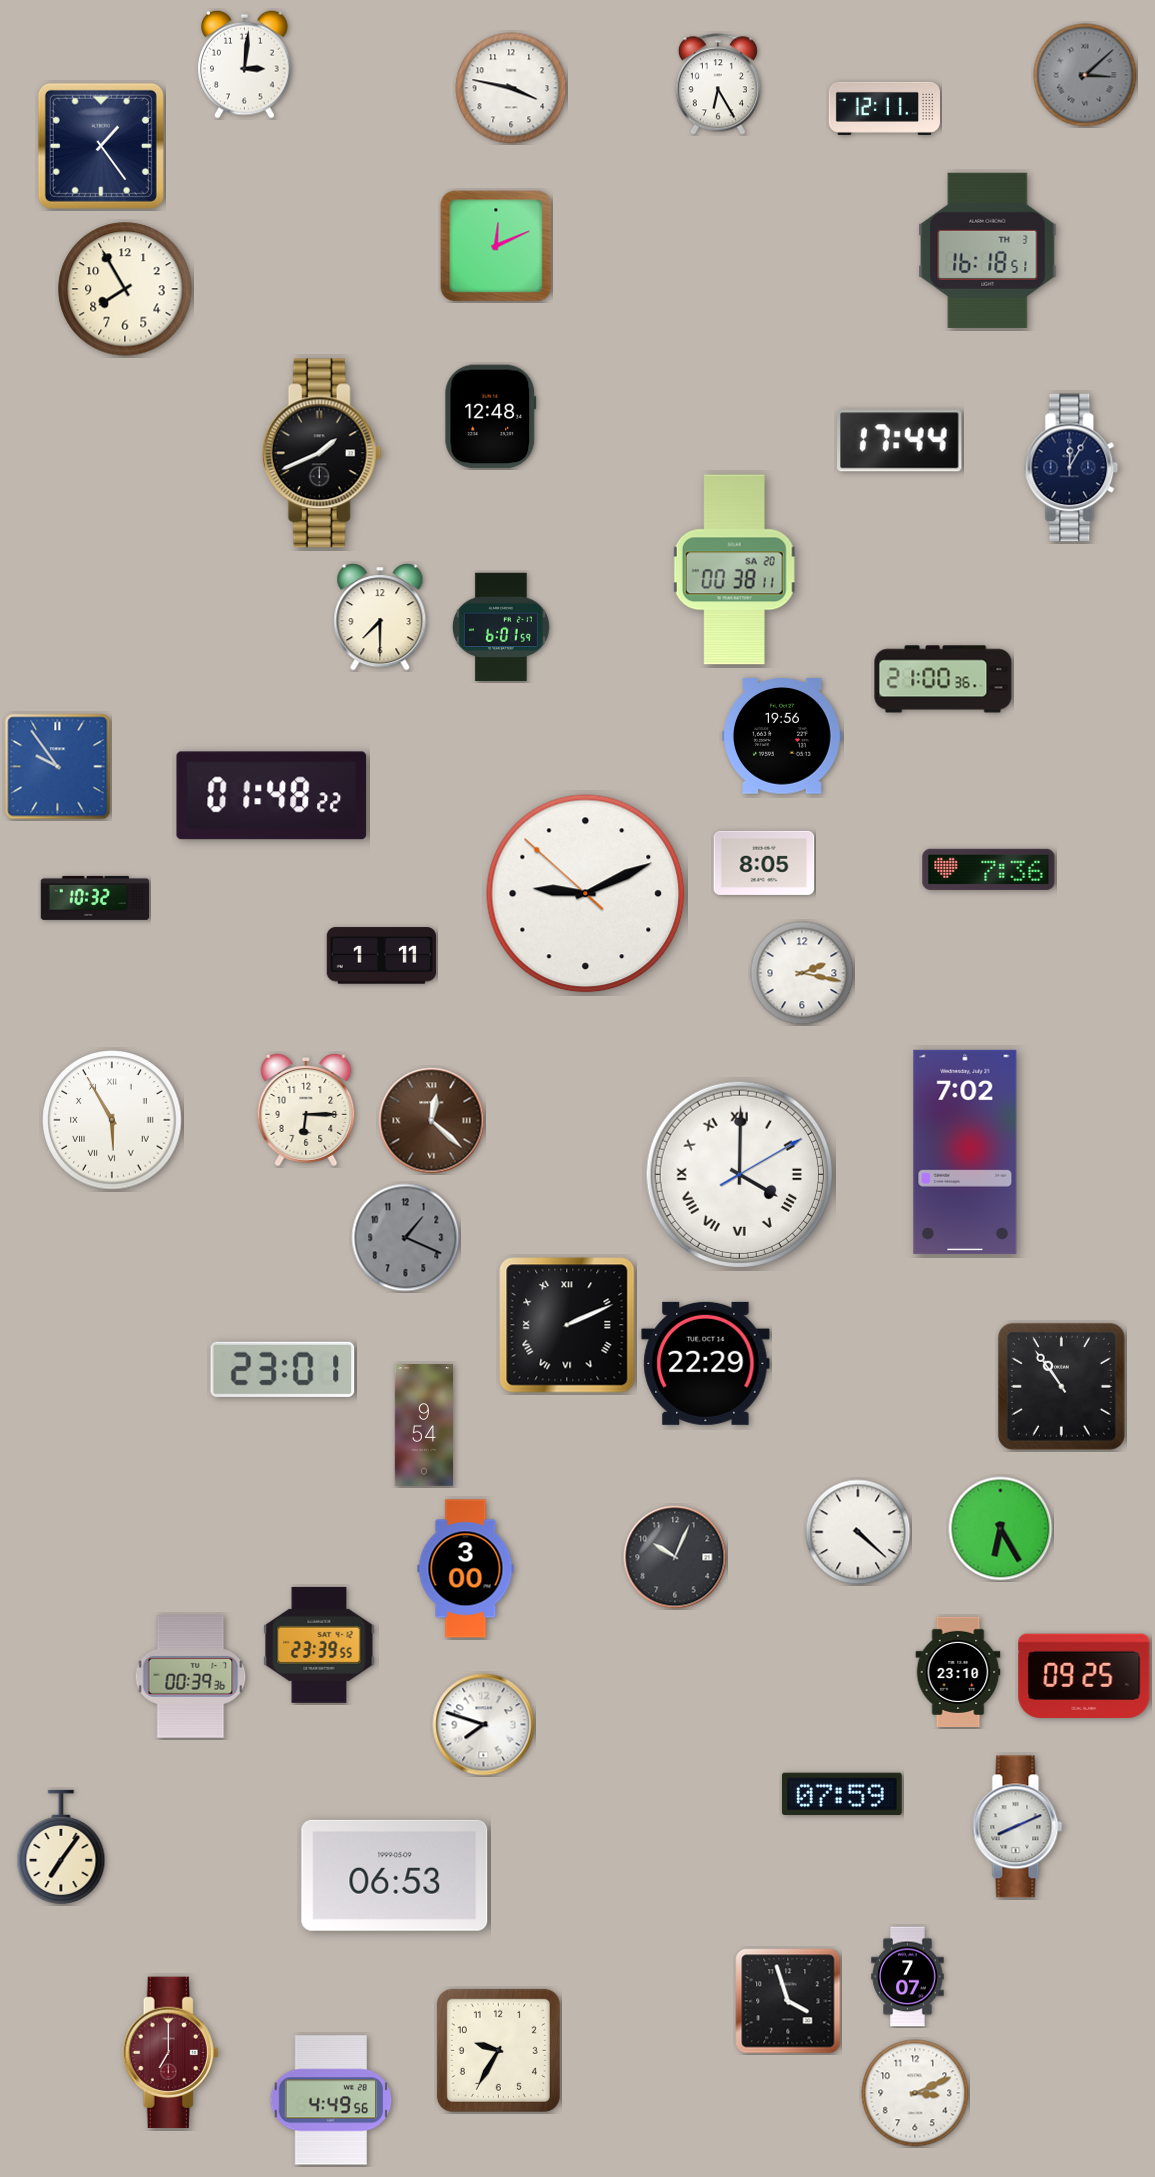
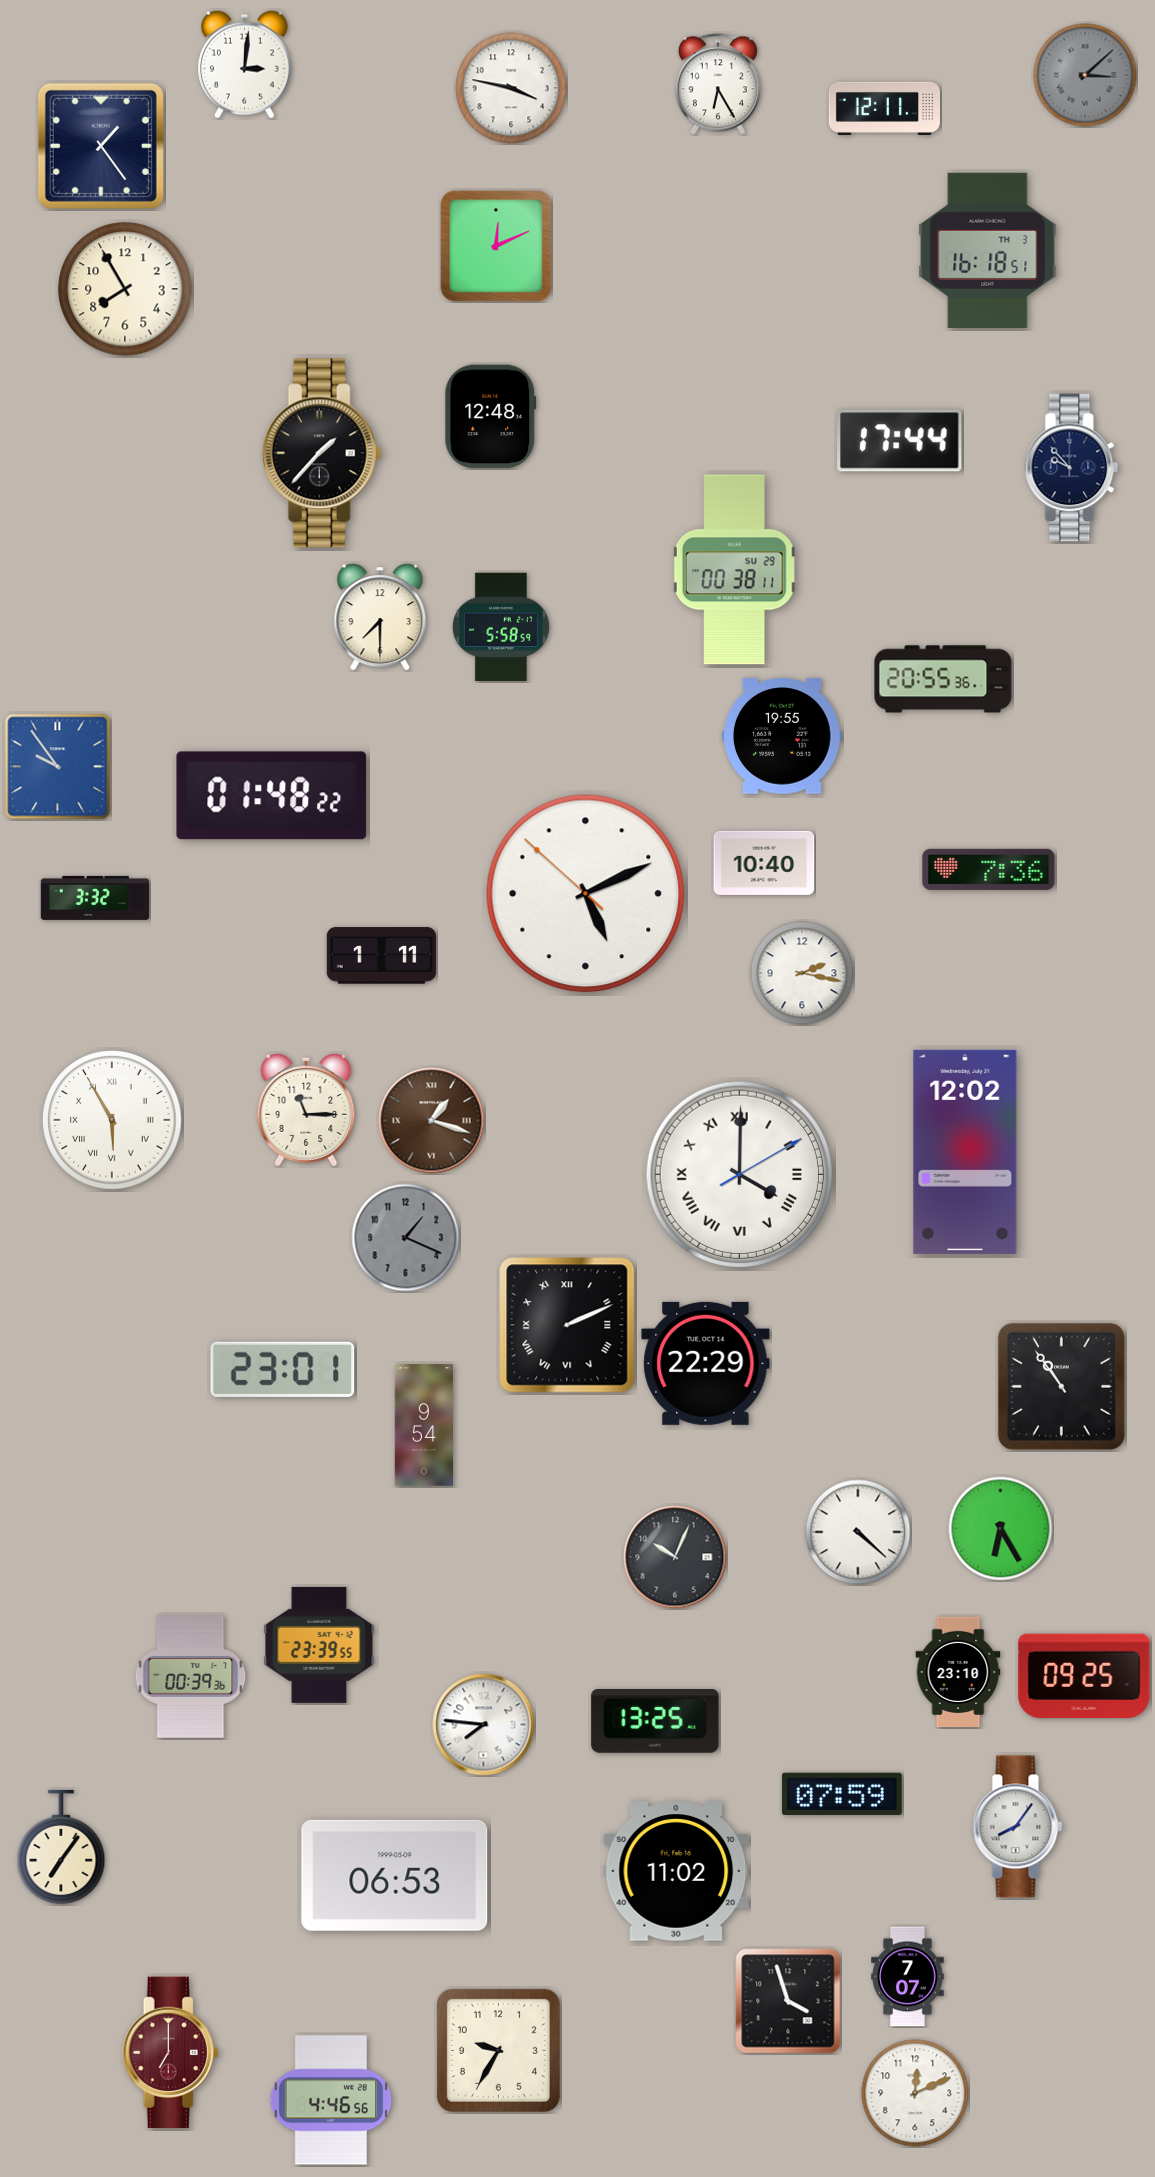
clock at (322, 453): 1:41 -> 1:37
clock at (1072, 468): 12:05 -> 9:53
clock at (734, 570) date: SA 20 -> SU 29
clock at (501, 627): 6:01 -> 5:58
clock at (943, 679): 21:00 -> 20:55
clock at (783, 736): 19:56 -> 19:55
clock at (764, 863): 8:05 -> 10:40
clock at (586, 894): 9:10 -> 5:10
clock at (95, 898): 10:32 -> 3:32
clock at (306, 1111): 6:15 -> 11:15
clock at (432, 1121): 12:22 -> 1:18
clock at (965, 1152): 7:02 -> 12:02
clock at (466, 1569): 3:00 -> none
clock at (655, 1721): none -> 13:25
clock at (484, 1725): 7:48 -> 7:46
clock at (1018, 1827): 8:11 -> 8:06
clock at (676, 1871): none -> 11:02
clock at (915, 2093): 3:11 -> 12:11
clock at (331, 2100): 4:49 -> 4:46
